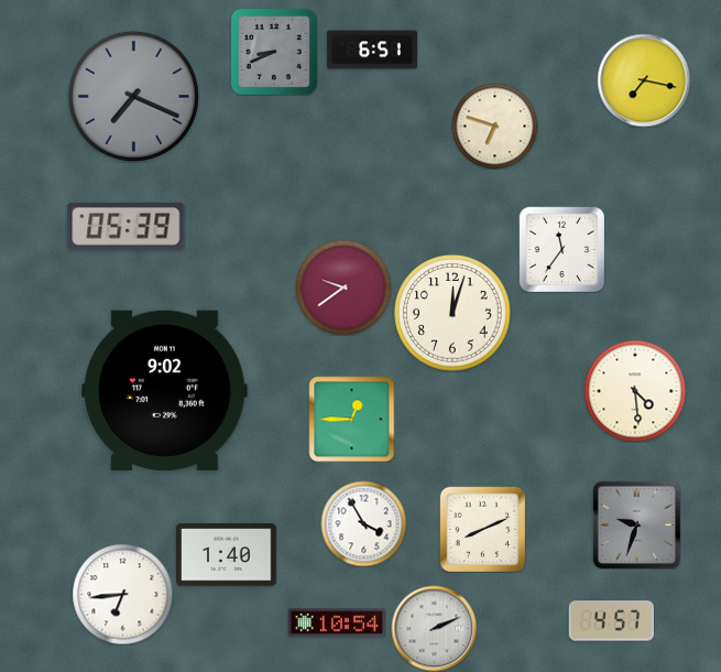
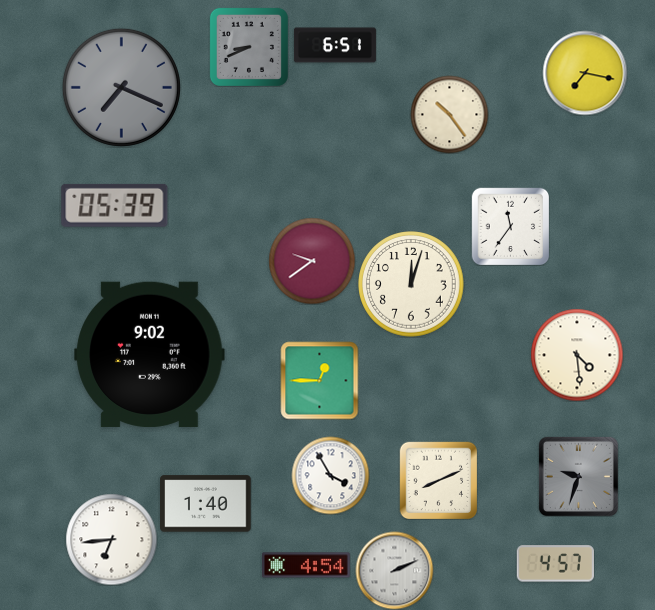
clock at (372, 50) position: (372, 50) -> (335, 45)
clock at (494, 126): 6:48 -> 10:24
clock at (338, 622): 10:54 -> 4:54
